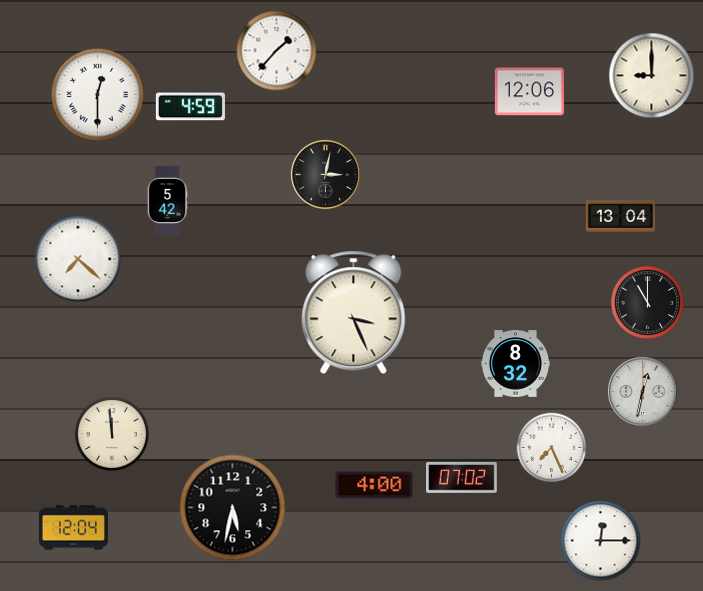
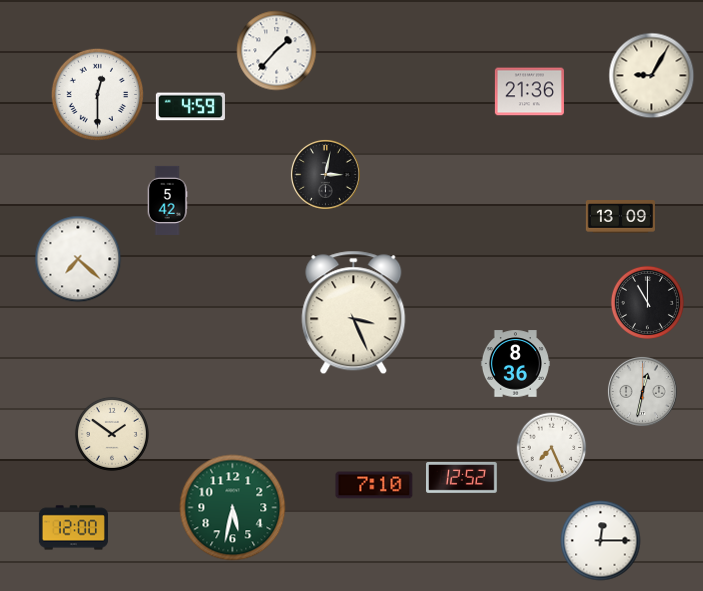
clock at (652, 76): 9:00 -> 9:05
clock at (529, 92): 12:06 -> 21:36
clock at (620, 217): 13:04 -> 13:09
clock at (515, 364): 8:32 -> 8:36
clock at (112, 434): 11:59 -> 1:51
clock at (462, 477): 07:02 -> 12:52
clock at (374, 485): 4:00 -> 7:10
clock at (233, 508) dial: black -> green
clock at (73, 528): 12:04 -> 12:00
